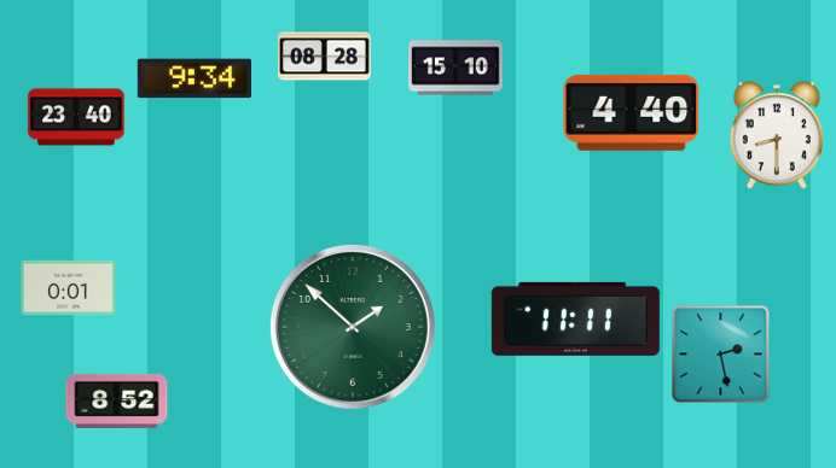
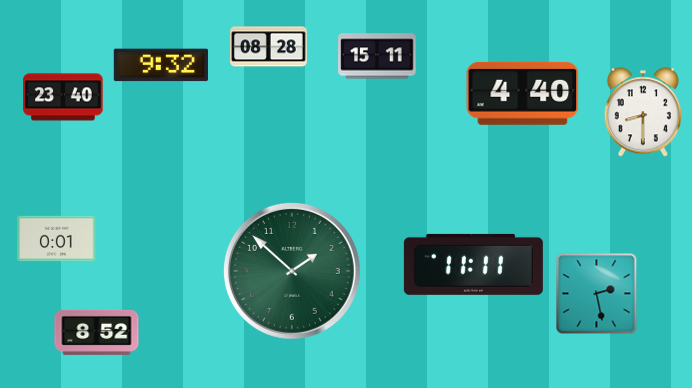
clock at (455, 68): 15:10 -> 15:11
clock at (195, 78): 9:34 -> 9:32
clock at (575, 318) position: (575, 318) -> (473, 264)
